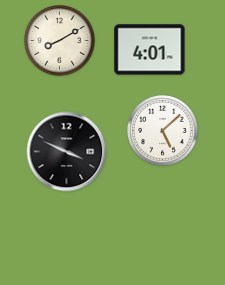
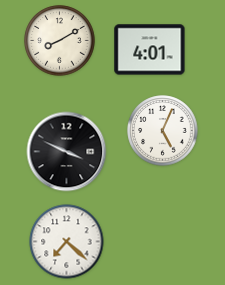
clock at (163, 131): 5:08 -> 5:04
clock at (67, 242): none -> 7:22
